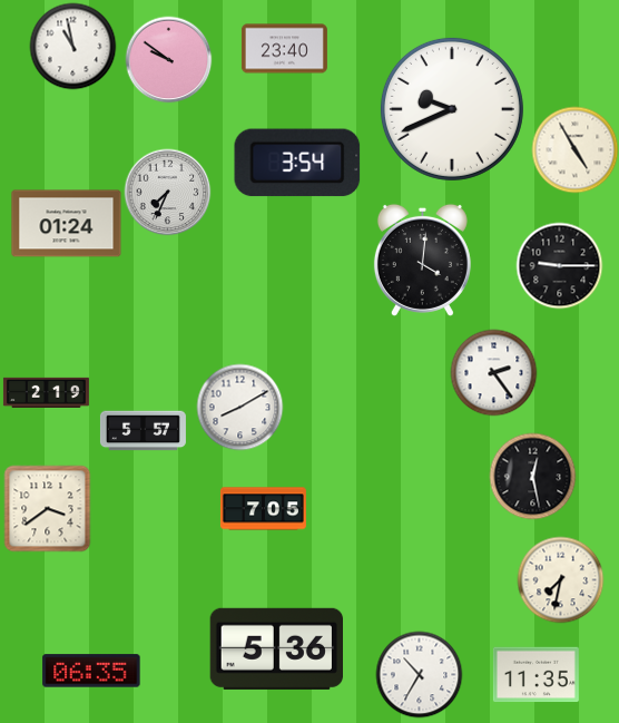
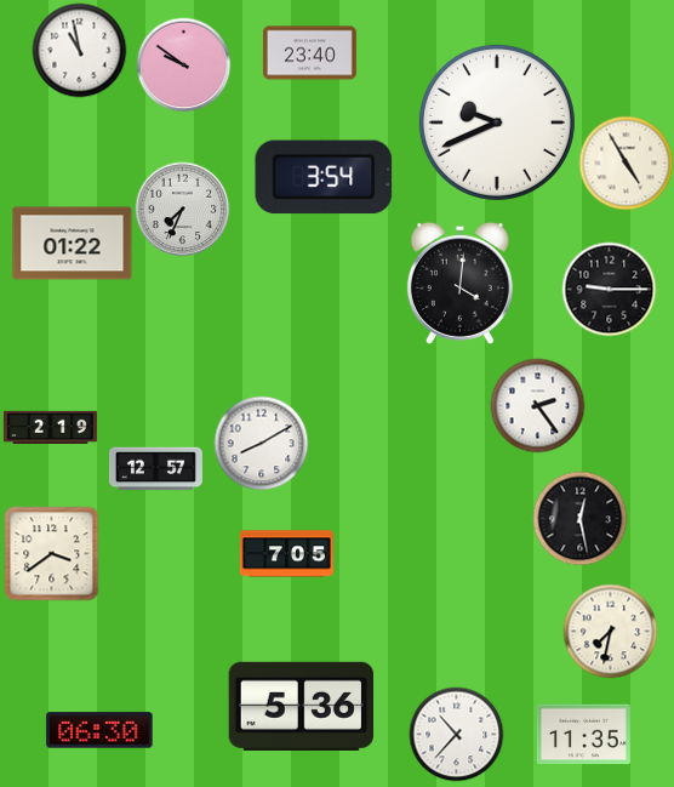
clock at (452, 109) position: (452, 109) -> (497, 122)
clock at (67, 224): 01:24 -> 01:22
clock at (143, 431): 5:57 -> 12:57
clock at (91, 671): 06:35 -> 06:30
clock at (419, 674): 10:35 -> 10:37
